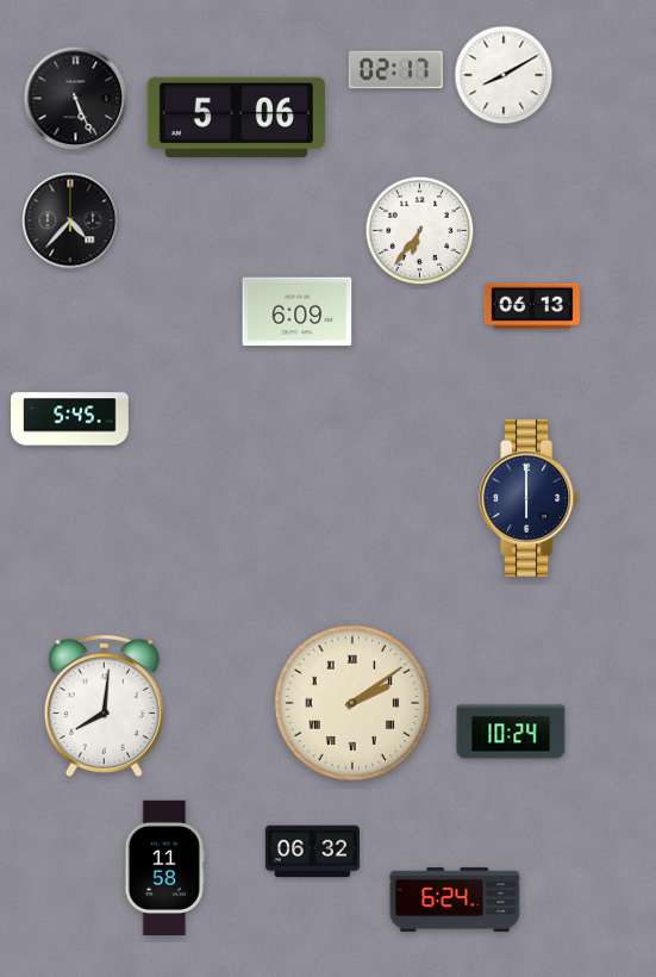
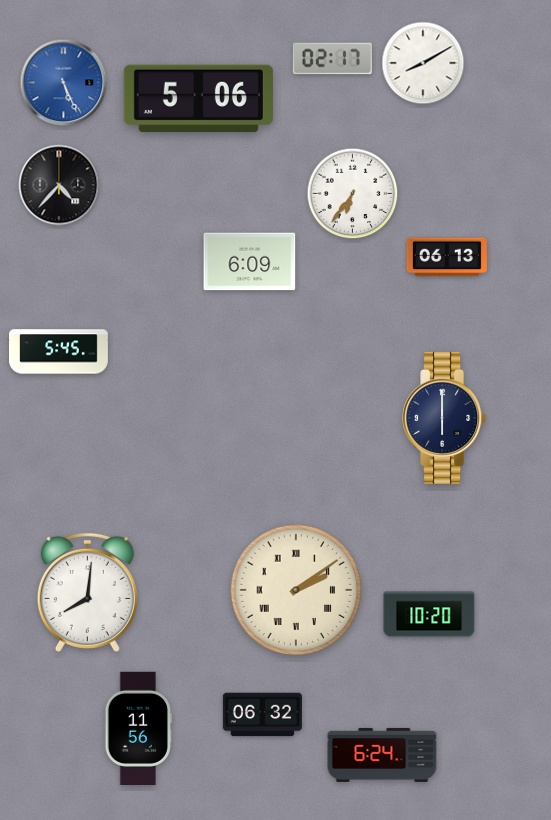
clock at (76, 99) dial: black -> blue
clock at (511, 732): 10:24 -> 10:20
clock at (164, 867): 11:58 -> 11:56
